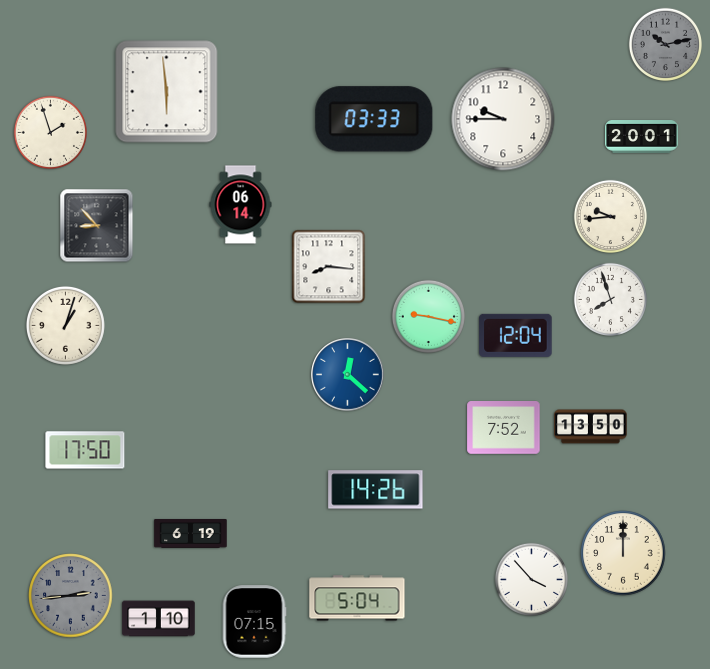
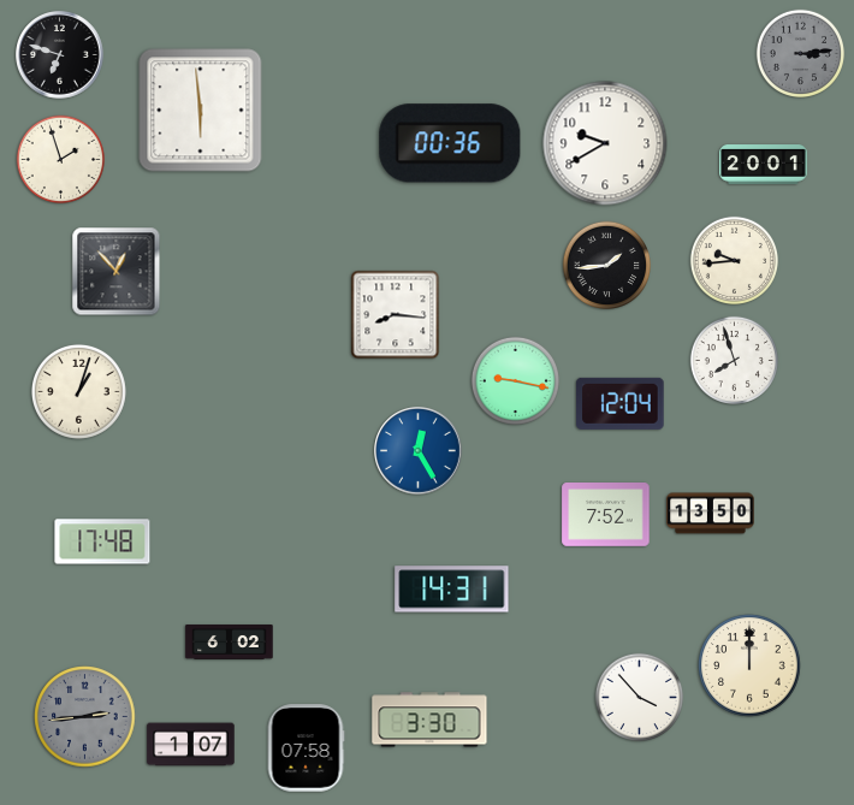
clock at (665, 44): 10:13 -> 3:14
clock at (60, 55): none -> 6:48
clock at (374, 119): 03:33 -> 00:36
clock at (503, 119): 9:45 -> 9:40
clock at (642, 137) position: (642, 137) -> (764, 165)
clock at (241, 205): 06:14 -> none
clock at (606, 265): none -> 1:44
clock at (97, 226): 8:53 -> 12:53
clock at (329, 267) position: (329, 267) -> (396, 315)
clock at (348, 375): 12:22 -> 12:25
clock at (85, 450): 17:50 -> 17:48
clock at (376, 490): 14:26 -> 14:31
clock at (191, 534): 6:19 -> 6:02
clock at (357, 598): 5:04 -> 3:30
clock at (159, 619): 1:10 -> 1:07
clock at (254, 622): 07:15 -> 07:58
